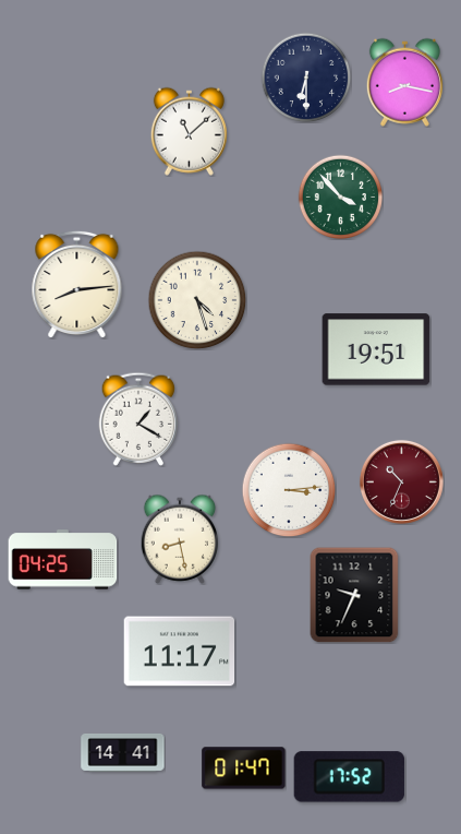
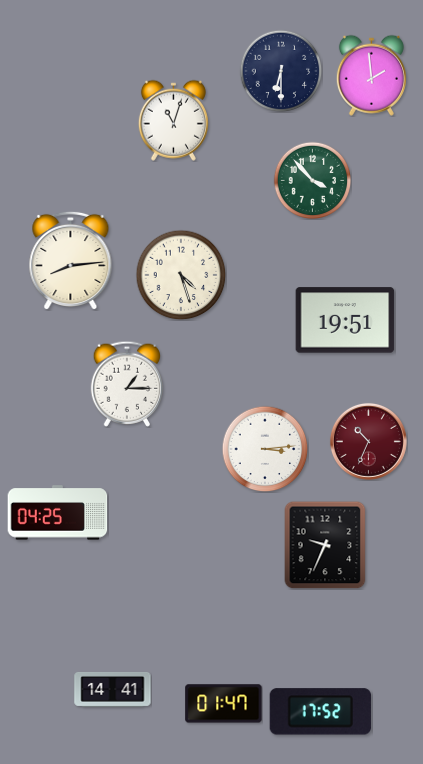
clock at (404, 82): 8:17 -> 1:59
clock at (189, 131): 11:08 -> 11:03
clock at (137, 419): 1:20 -> 1:15
clock at (180, 539): 8:28 -> none
clock at (180, 652): 11:17 -> none
